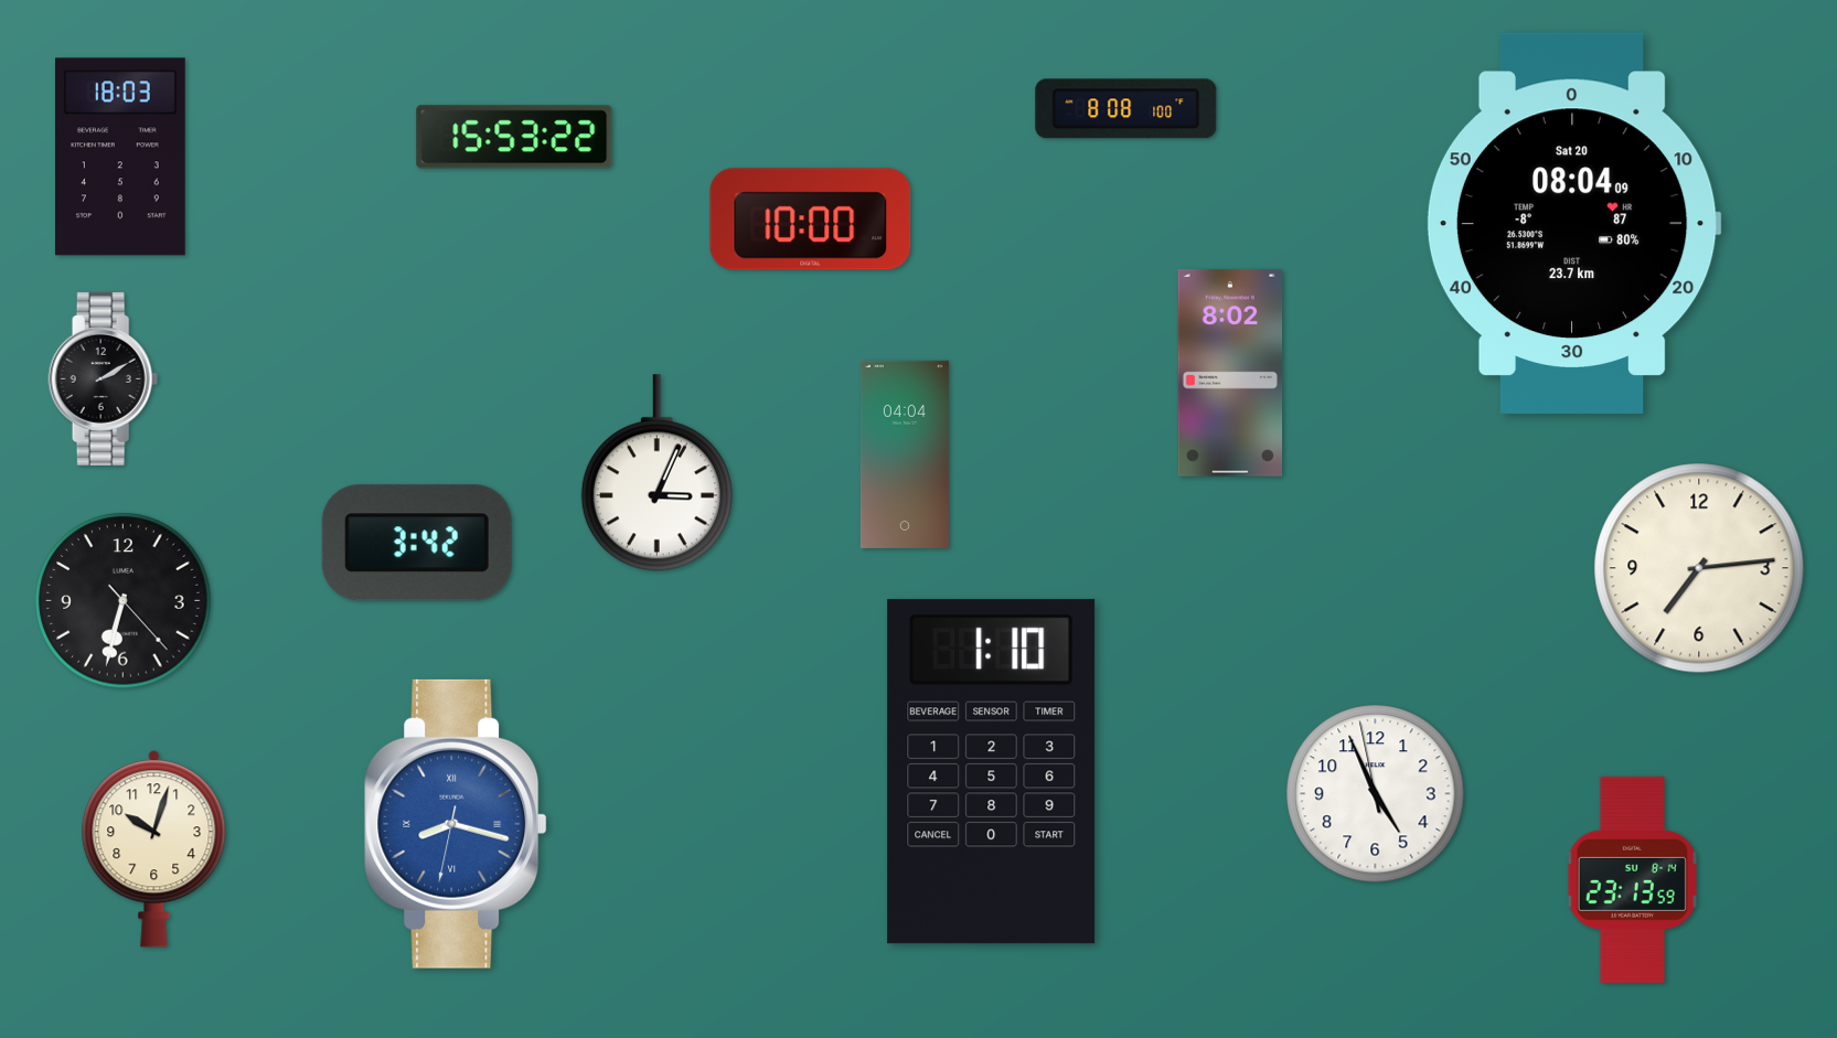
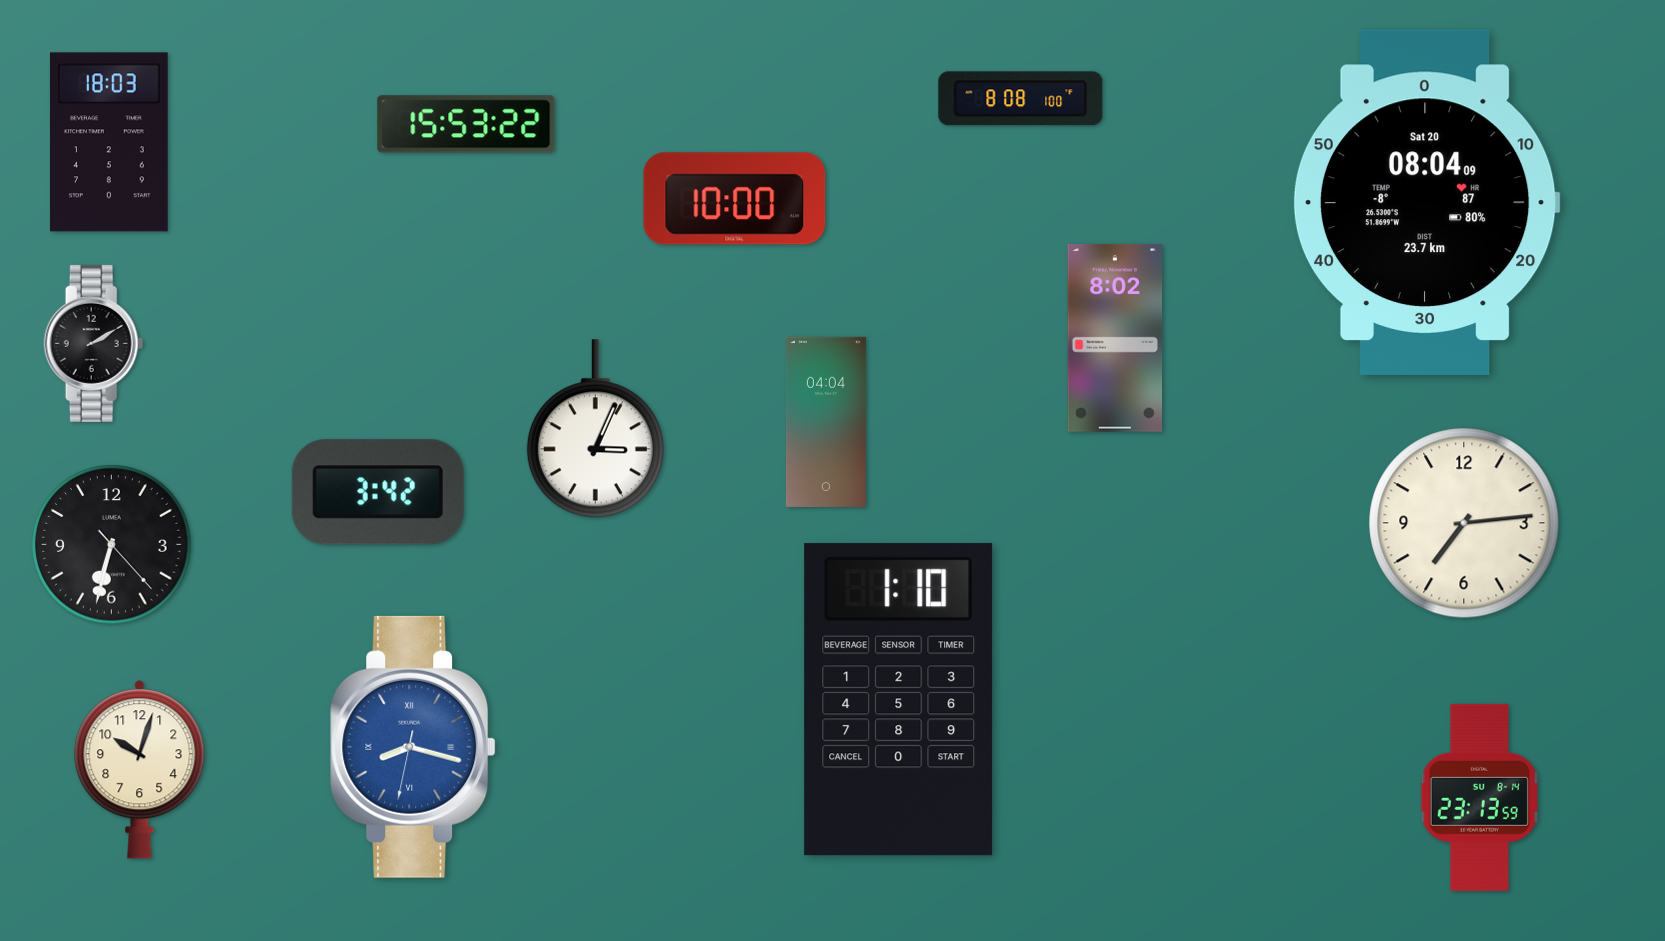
clock at (905, 454) position: (905, 454) -> (826, 422)
clock at (1699, 568) position: (1699, 568) -> (1464, 523)
clock at (1376, 794): 4:55 -> none
